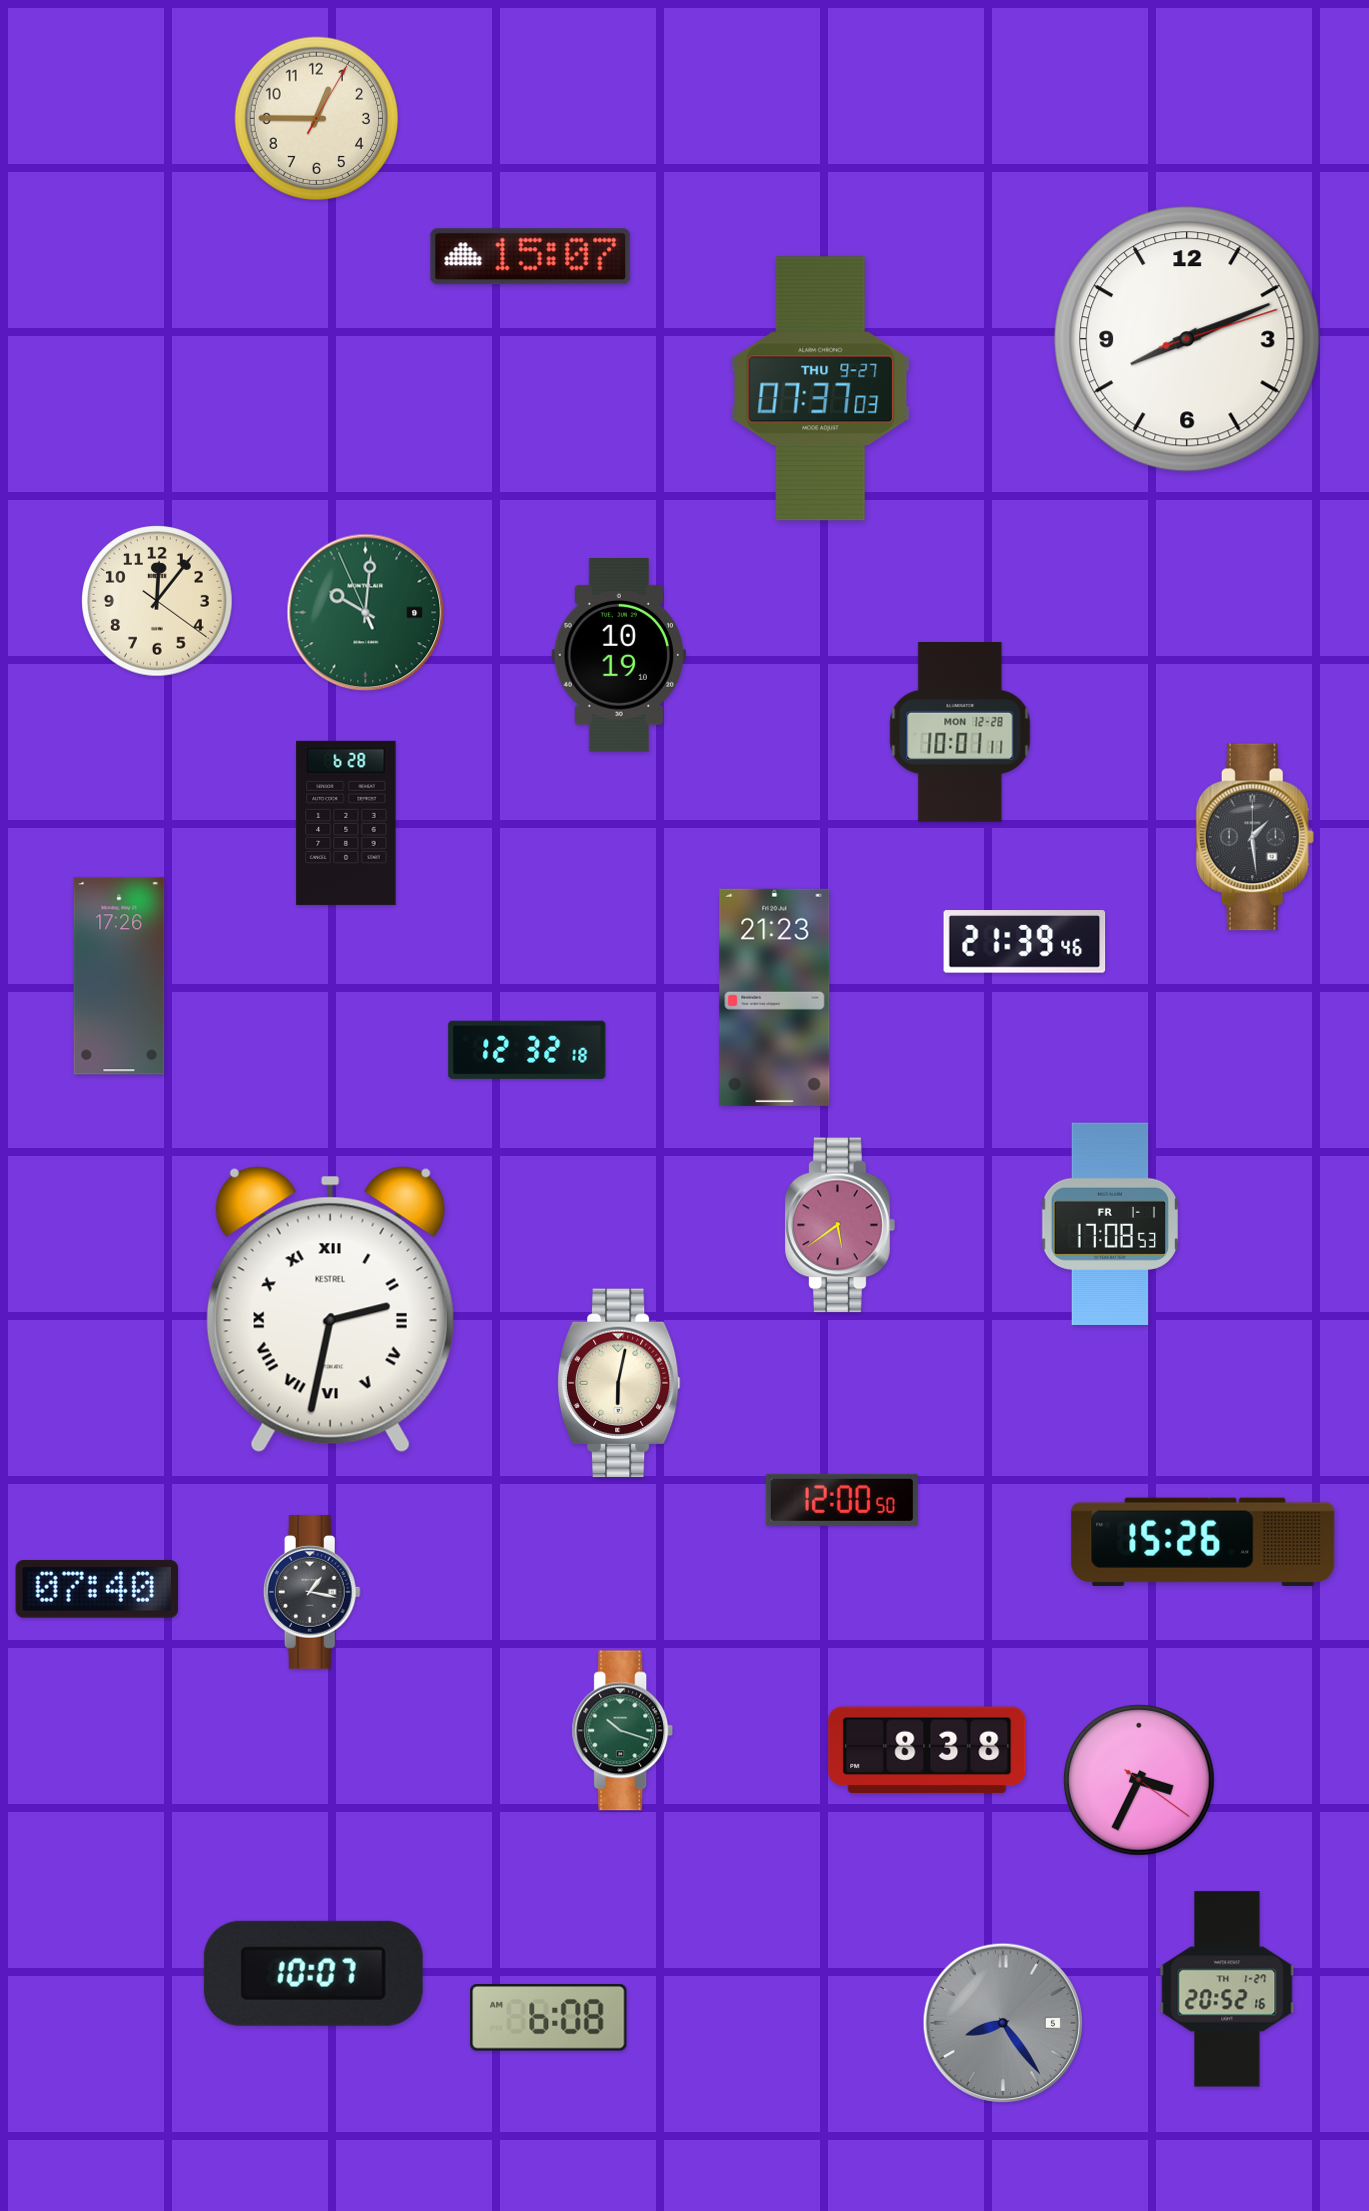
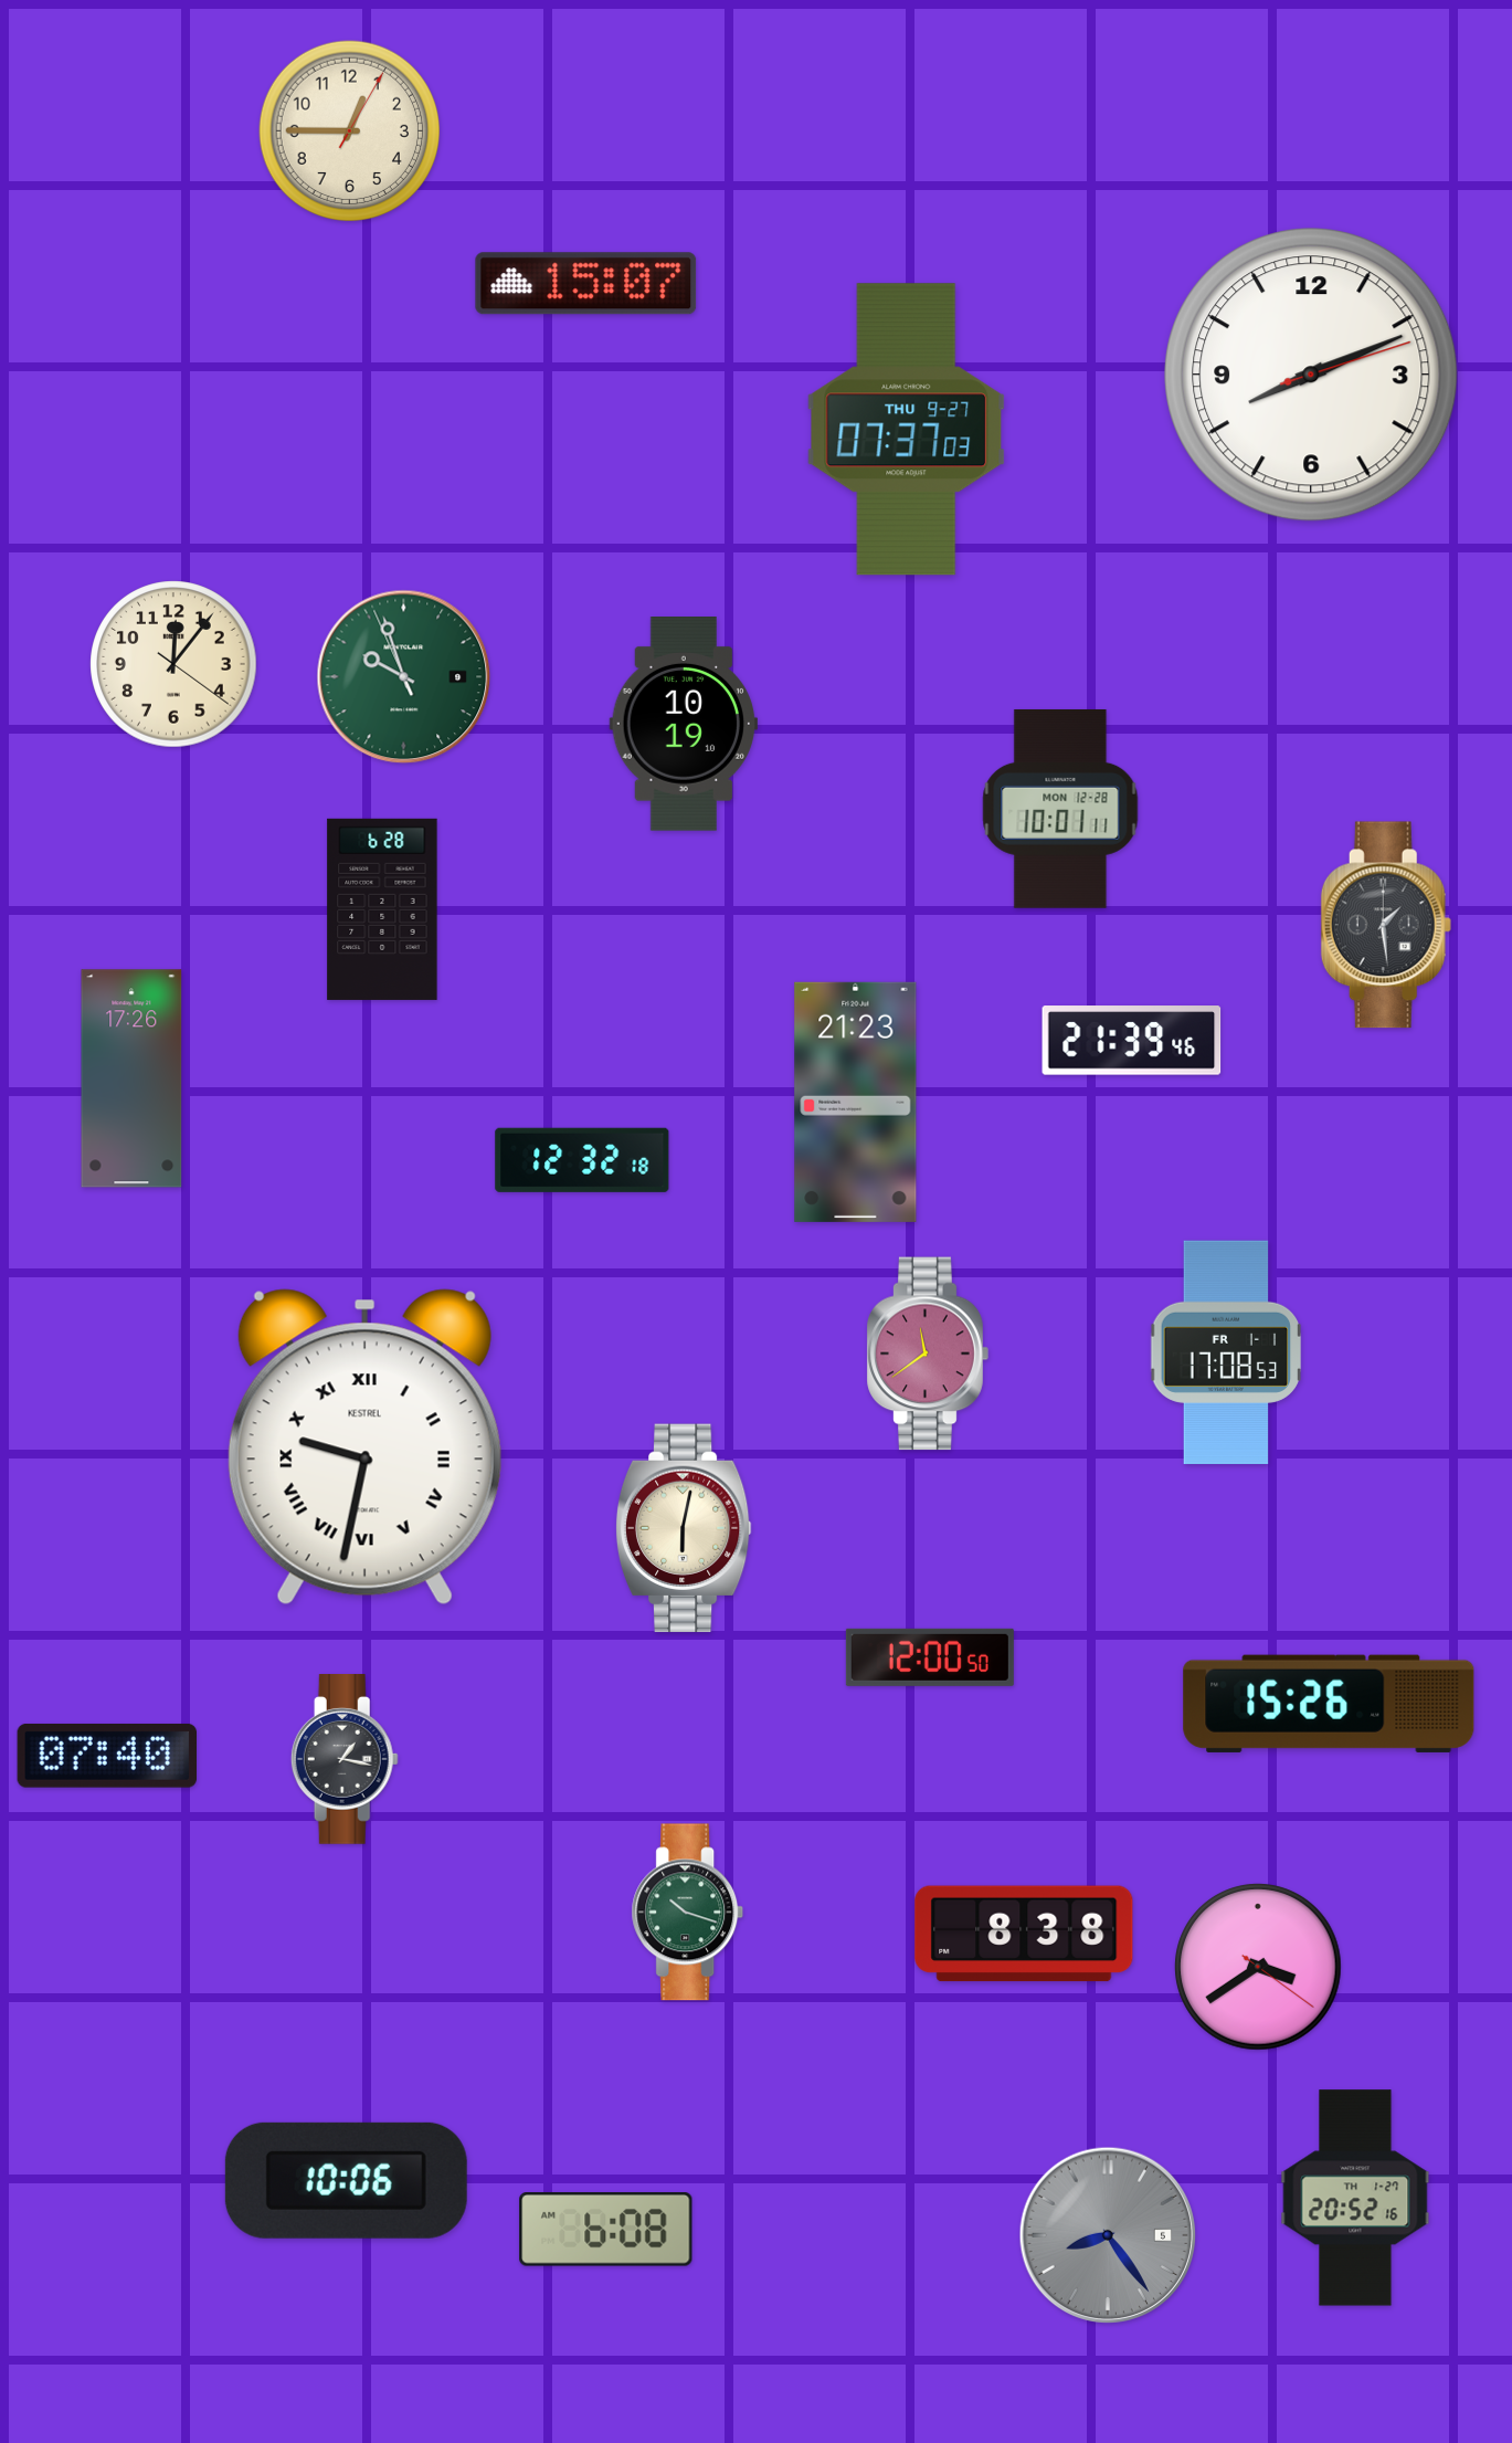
clock at (366, 613): 10:00 -> 9:56
clock at (840, 1225): 5:39 -> 11:39
clock at (330, 1310): 2:32 -> 9:32
clock at (1139, 1780): 3:34 -> 3:39
clock at (313, 1973): 10:07 -> 10:06
